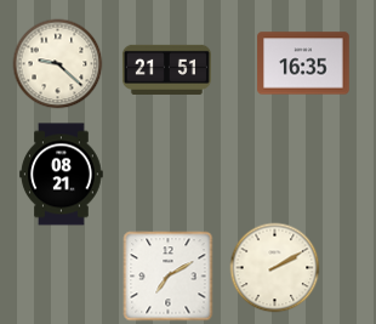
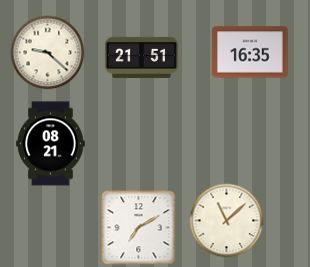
clock at (166, 69) position: (166, 69) -> (141, 57)
clock at (275, 268): 2:10 -> 11:08
